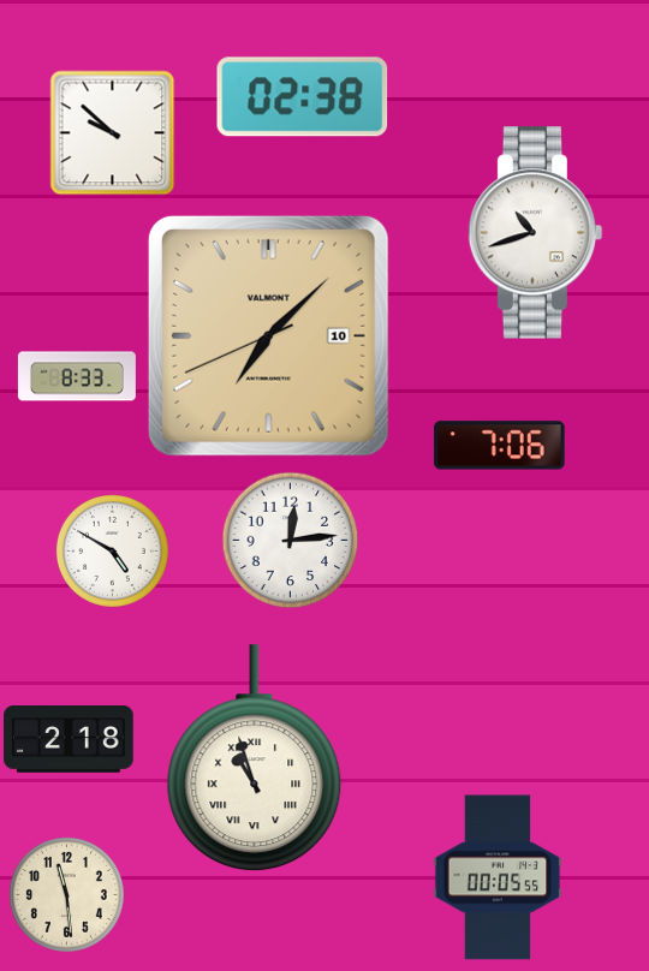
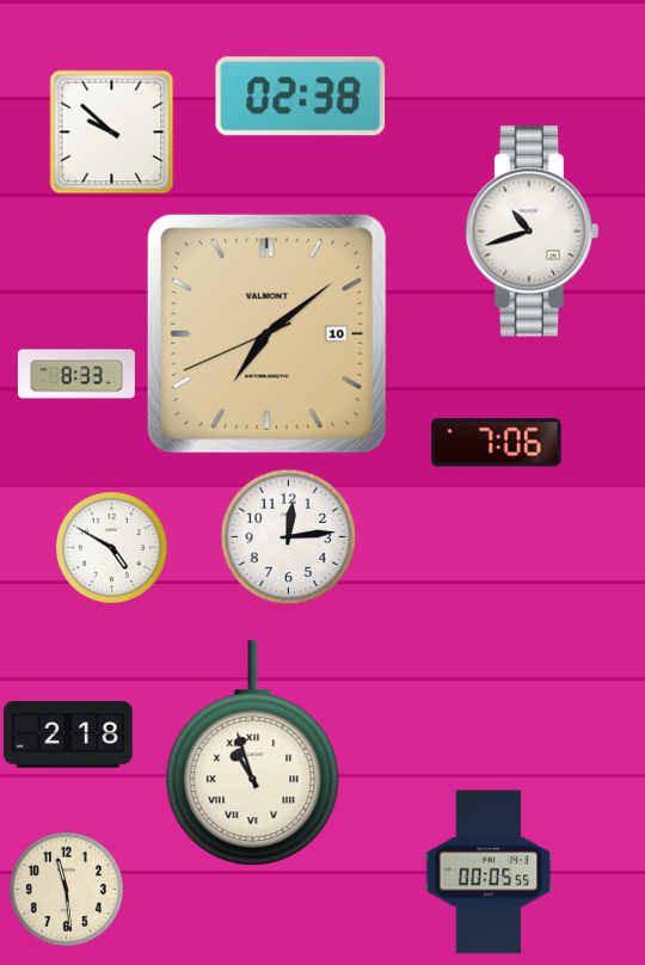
clock at (268, 335): 7:07 -> 7:08
clock at (498, 877) position: (498, 877) -> (489, 872)
